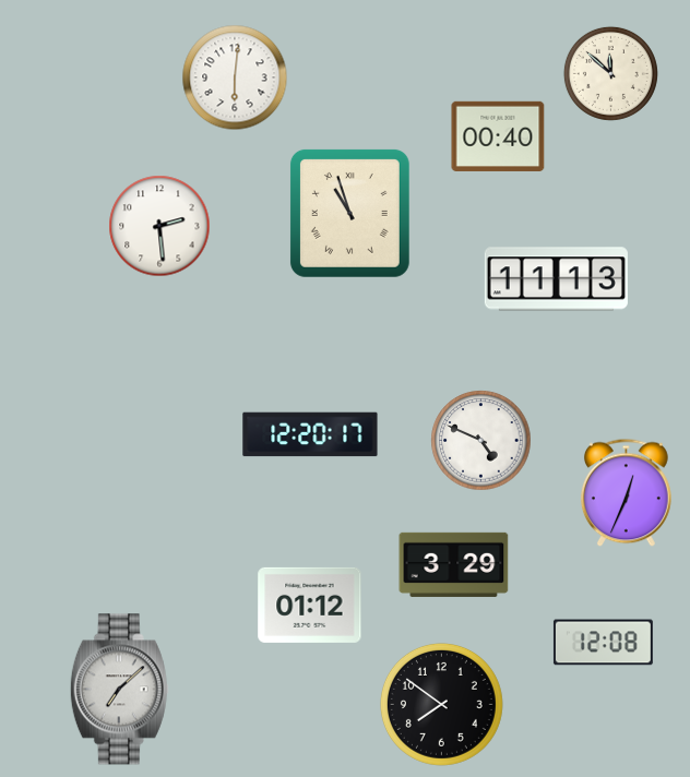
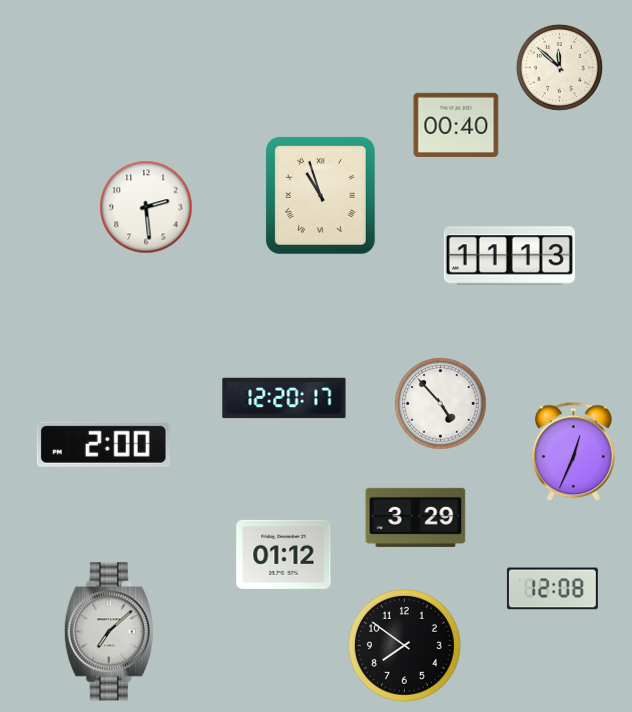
clock at (235, 77): 6:01 -> none
clock at (481, 441): 4:49 -> 4:53
clock at (103, 444): none -> 2:00
